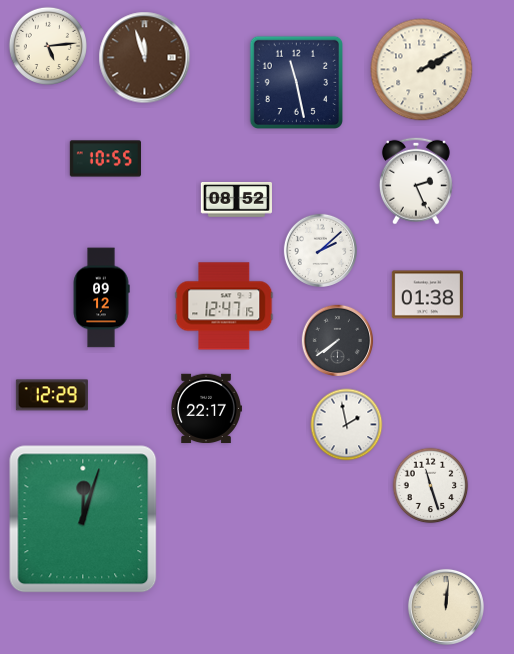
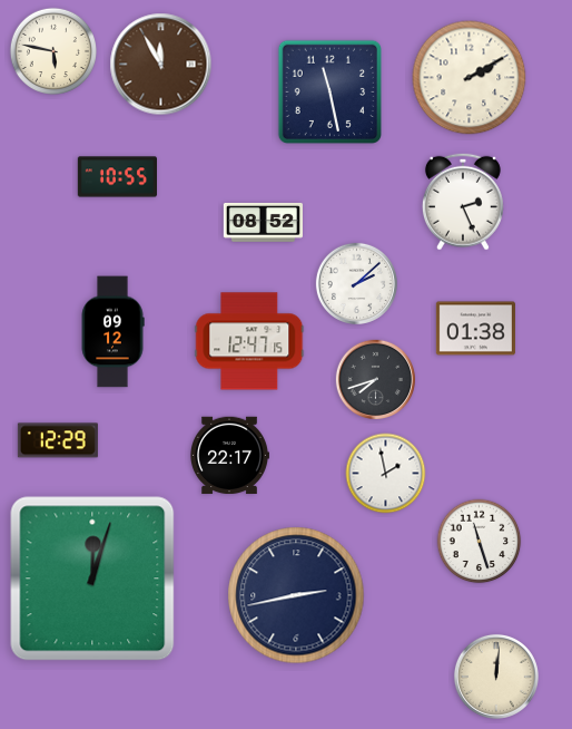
clock at (47, 45): 5:14 -> 5:47
clock at (145, 58): 11:57 -> 11:55
clock at (320, 250) position: (320, 250) -> (356, 283)
clock at (337, 340): 7:39 -> 7:42
clock at (296, 595): none -> 2:43
